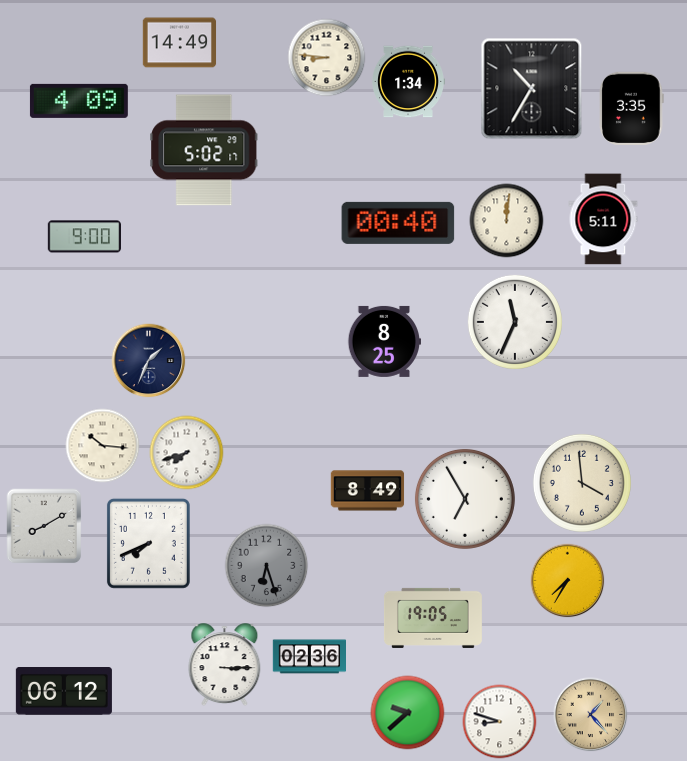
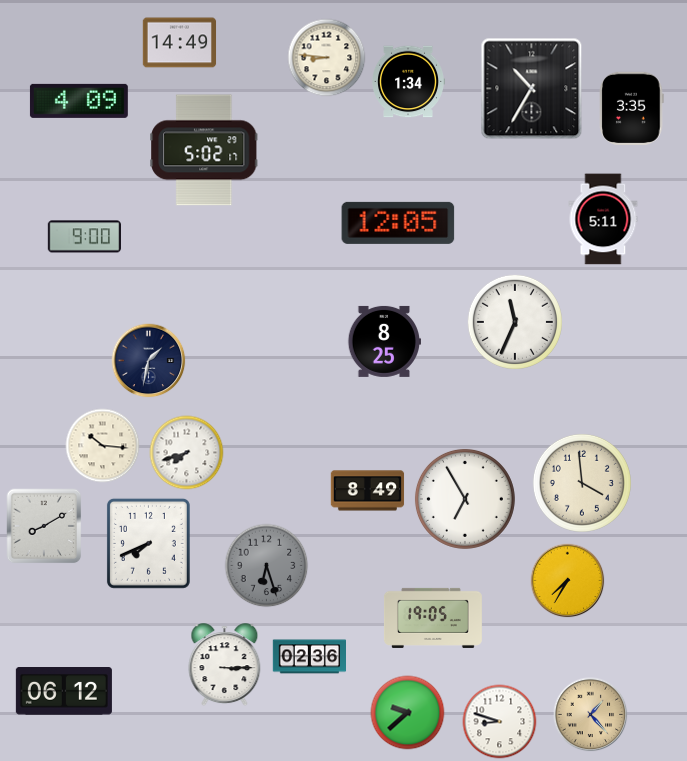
clock at (507, 221): 12:01 -> none
clock at (398, 223): 00:40 -> 12:05
clock at (149, 361): 1:34 -> 1:32
